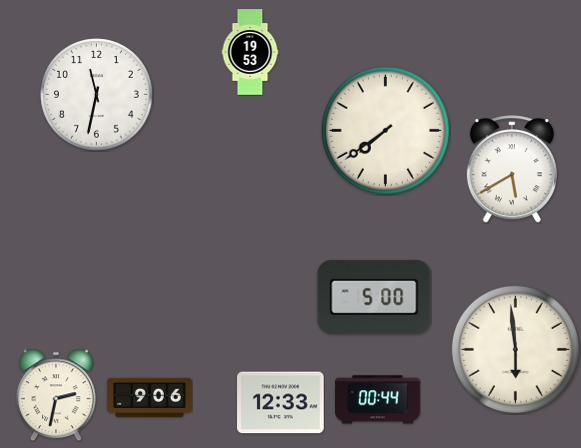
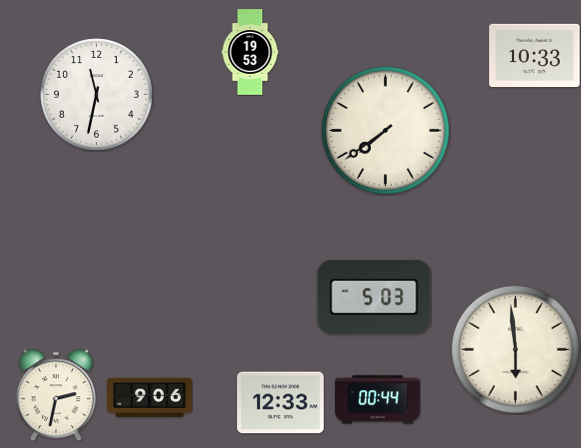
clock at (535, 55): none -> 10:33
clock at (512, 169): 5:40 -> none
clock at (374, 297): 5:00 -> 5:03
